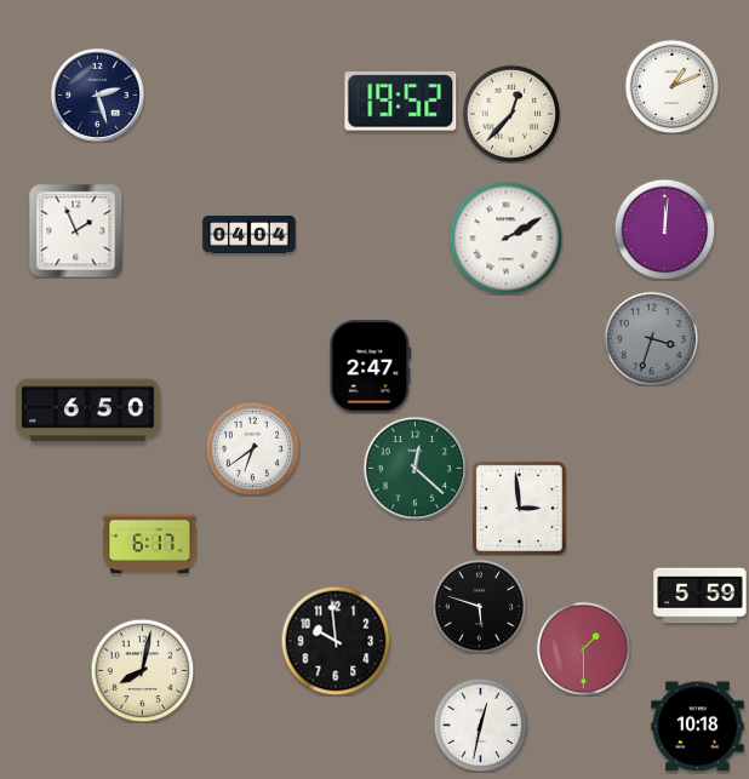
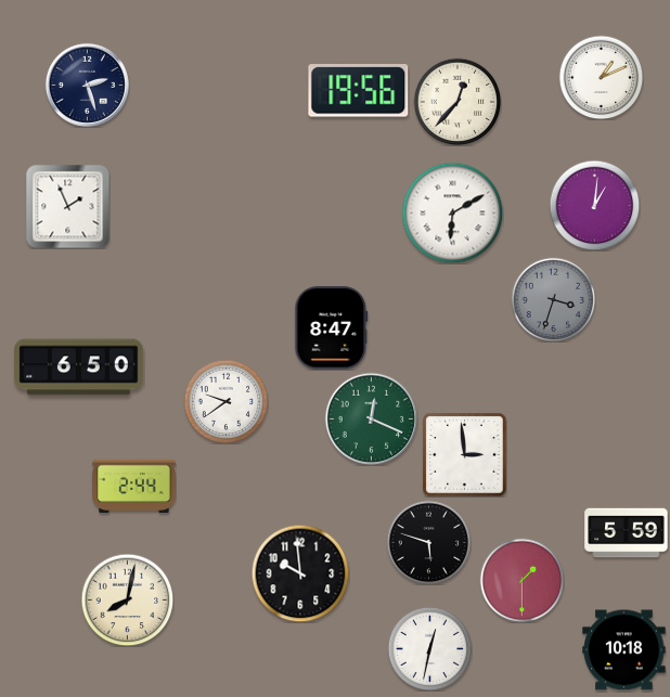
clock at (401, 102): 19:52 -> 19:56
clock at (664, 229): 12:01 -> 1:01
clock at (250, 235): 04:04 -> none
clock at (505, 237): 2:10 -> 6:10
clock at (651, 338) position: (651, 338) -> (553, 299)
clock at (371, 367): 2:47 -> 8:47
clock at (252, 448): 6:39 -> 9:39
clock at (414, 468): 12:22 -> 12:19
clock at (150, 543): 6:17 -> 2:44
